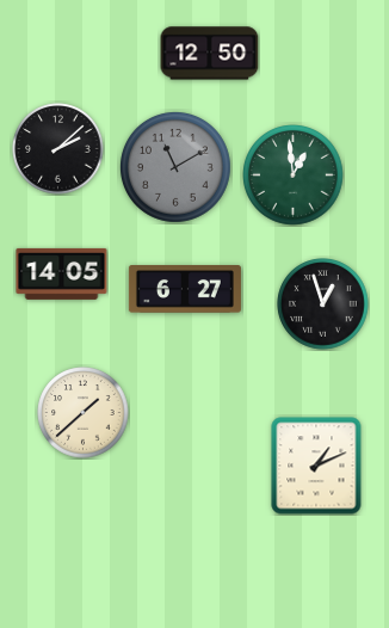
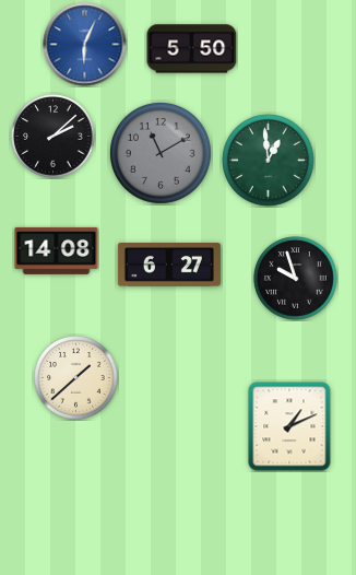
clock at (85, 45): none -> 6:04
clock at (210, 54): 12:50 -> 5:50
clock at (62, 273): 14:05 -> 14:08
clock at (323, 304): 12:57 -> 9:57
